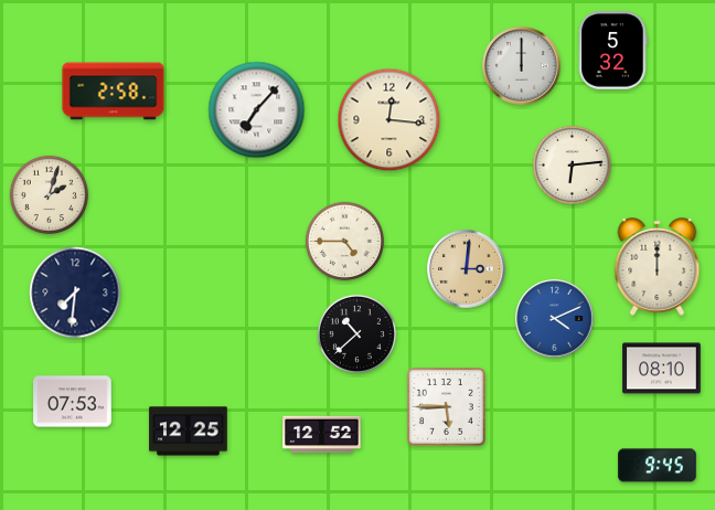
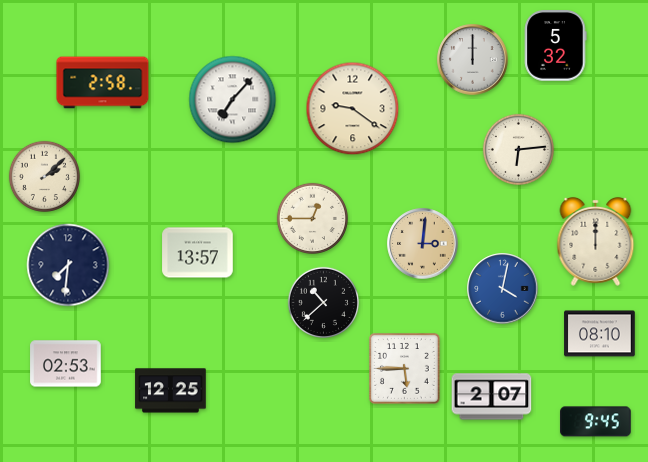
clock at (389, 120): 12:16 -> 9:21
clock at (49, 194): 2:03 -> 2:08
clock at (344, 241): 4:45 -> 12:45
clock at (198, 253): none -> 13:57
clock at (555, 319): 4:11 -> 4:02
clock at (73, 402): 07:53 -> 02:53
clock at (322, 435): 12:52 -> none
clock at (492, 397): none -> 2:07
